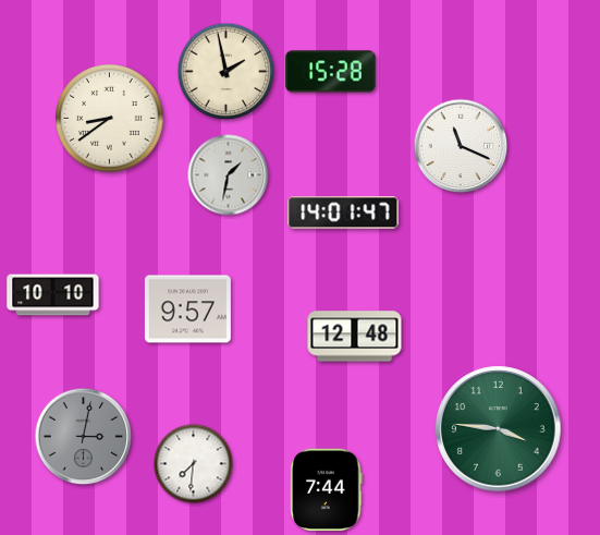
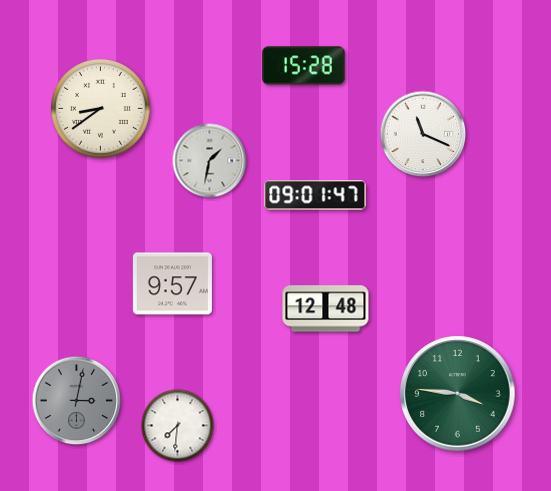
clock at (226, 72): 1:58 -> none
clock at (343, 212): 14:01 -> 09:01
clock at (53, 295): 10:10 -> none
clock at (327, 490): 7:44 -> none
